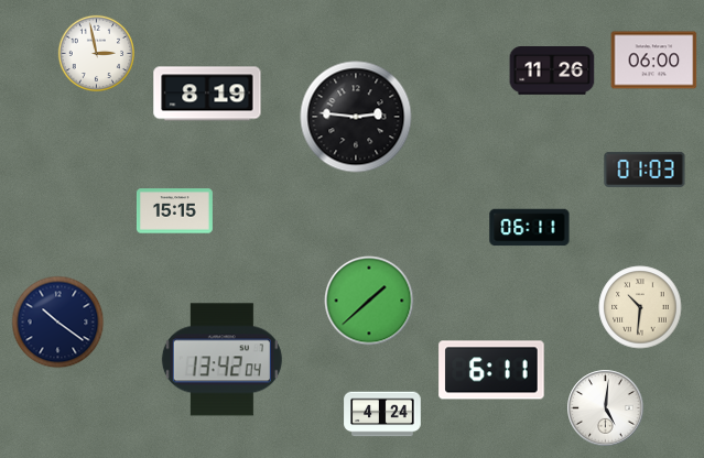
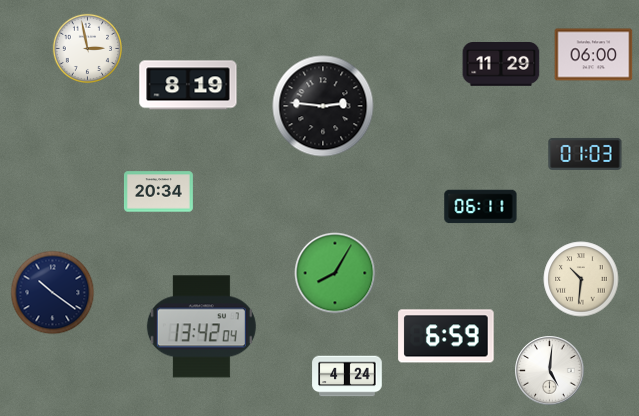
clock at (552, 72): 11:26 -> 11:29
clock at (175, 211): 15:15 -> 20:34
clock at (369, 301): 1:38 -> 8:05
clock at (491, 370): 6:11 -> 6:59
